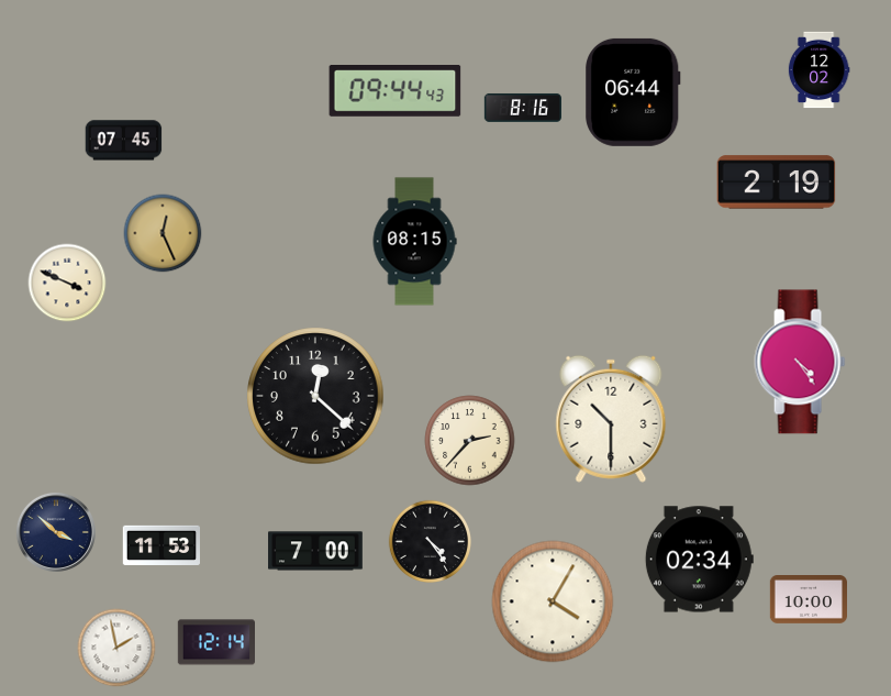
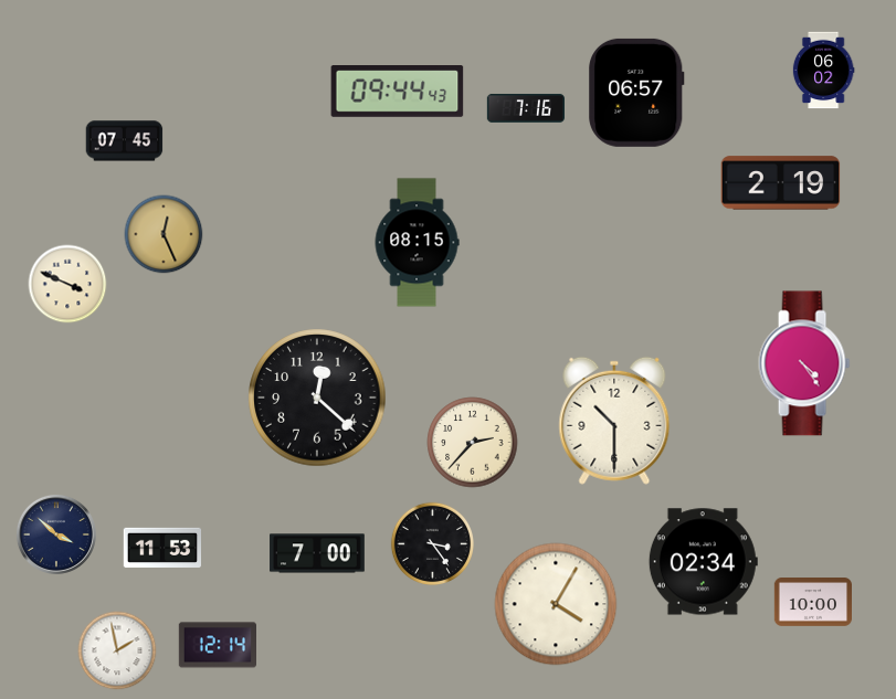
clock at (818, 70): 12:02 -> 06:02
clock at (633, 92): 06:44 -> 06:57
clock at (522, 108): 8:16 -> 7:16
clock at (430, 541): 4:24 -> 3:24
